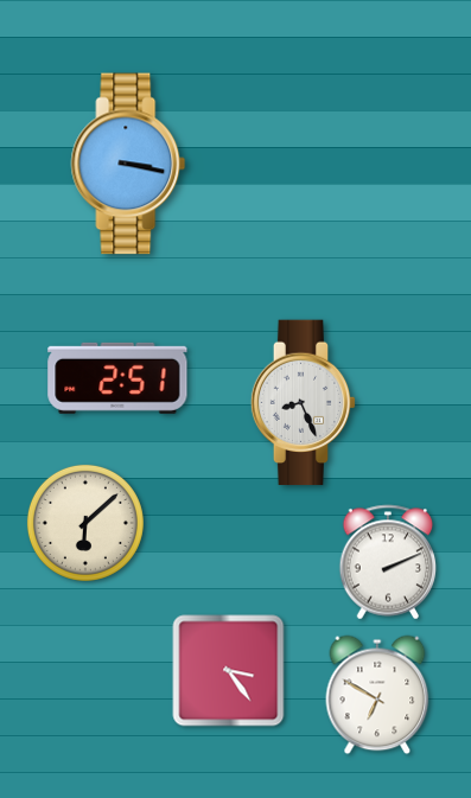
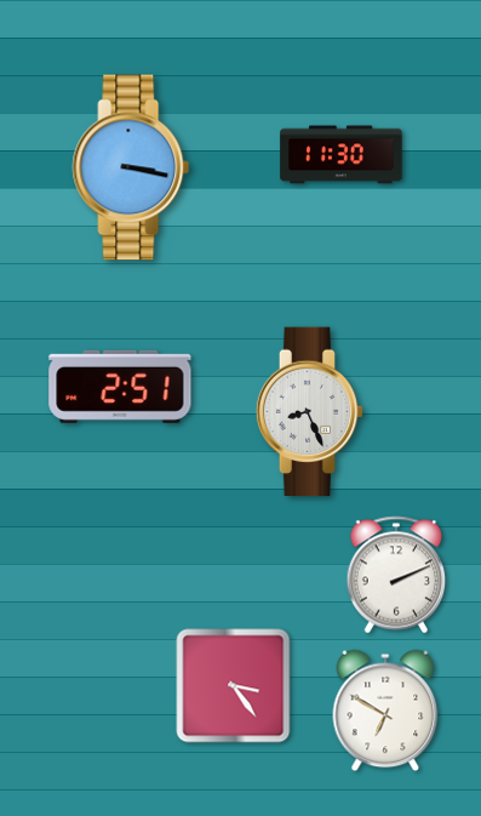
clock at (342, 155): none -> 11:30
clock at (85, 523): 6:08 -> none
